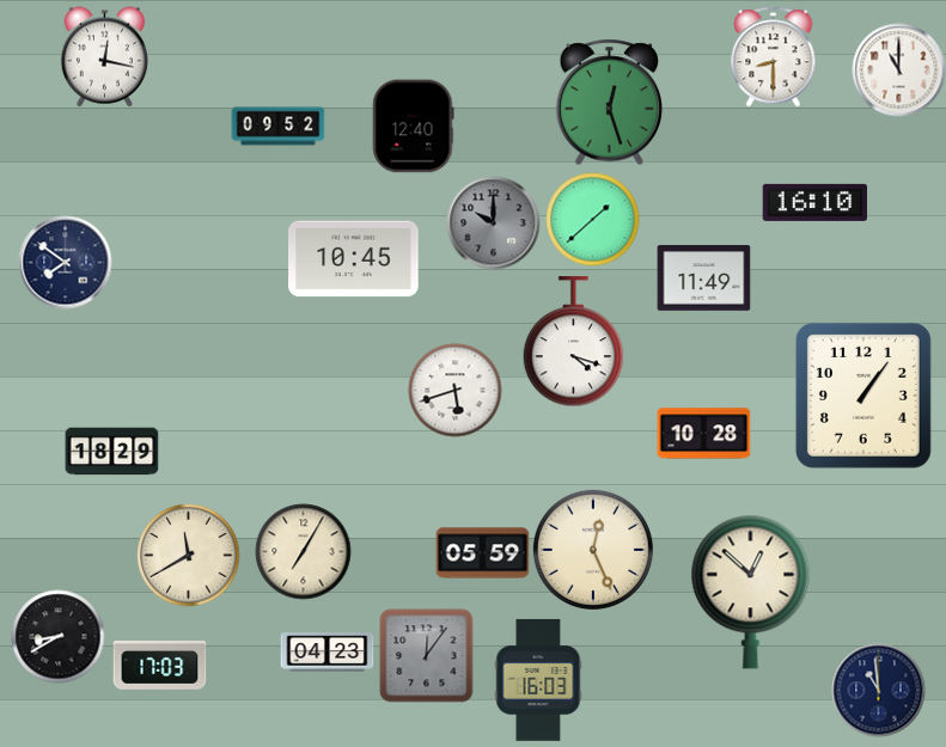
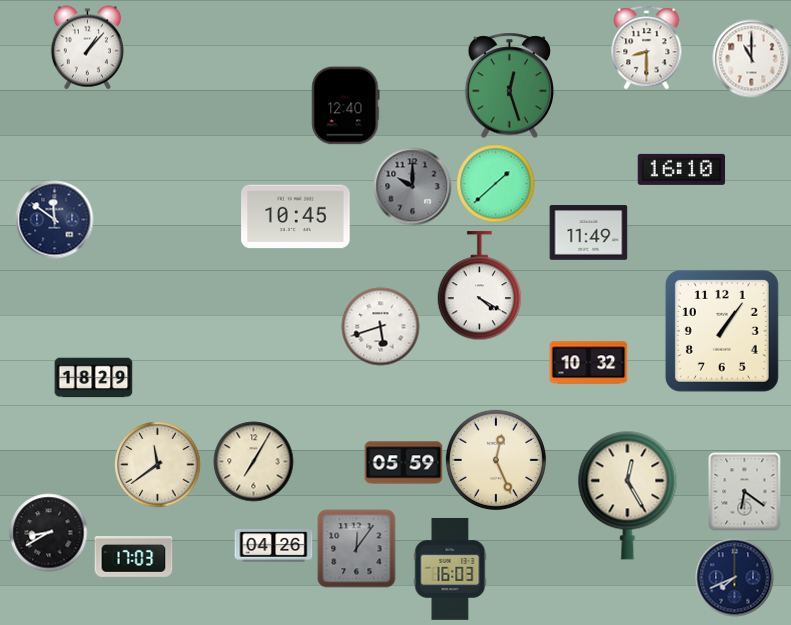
clock at (104, 56): 12:17 -> 1:07
clock at (277, 127): 09:52 -> none
clock at (65, 262): 7:51 -> 11:51
clock at (574, 342): 4:18 -> 4:20
clock at (703, 434): 10:28 -> 10:32
clock at (188, 555): 11:40 -> 11:39
clock at (745, 491): none -> 6:21
clock at (751, 592): 12:52 -> 12:25
clock at (326, 653): 04:23 -> 04:26
clock at (878, 690): 10:59 -> 7:41
